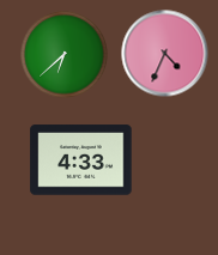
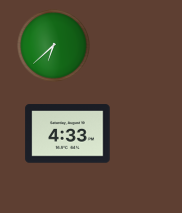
clock at (165, 54): 4:34 -> none
